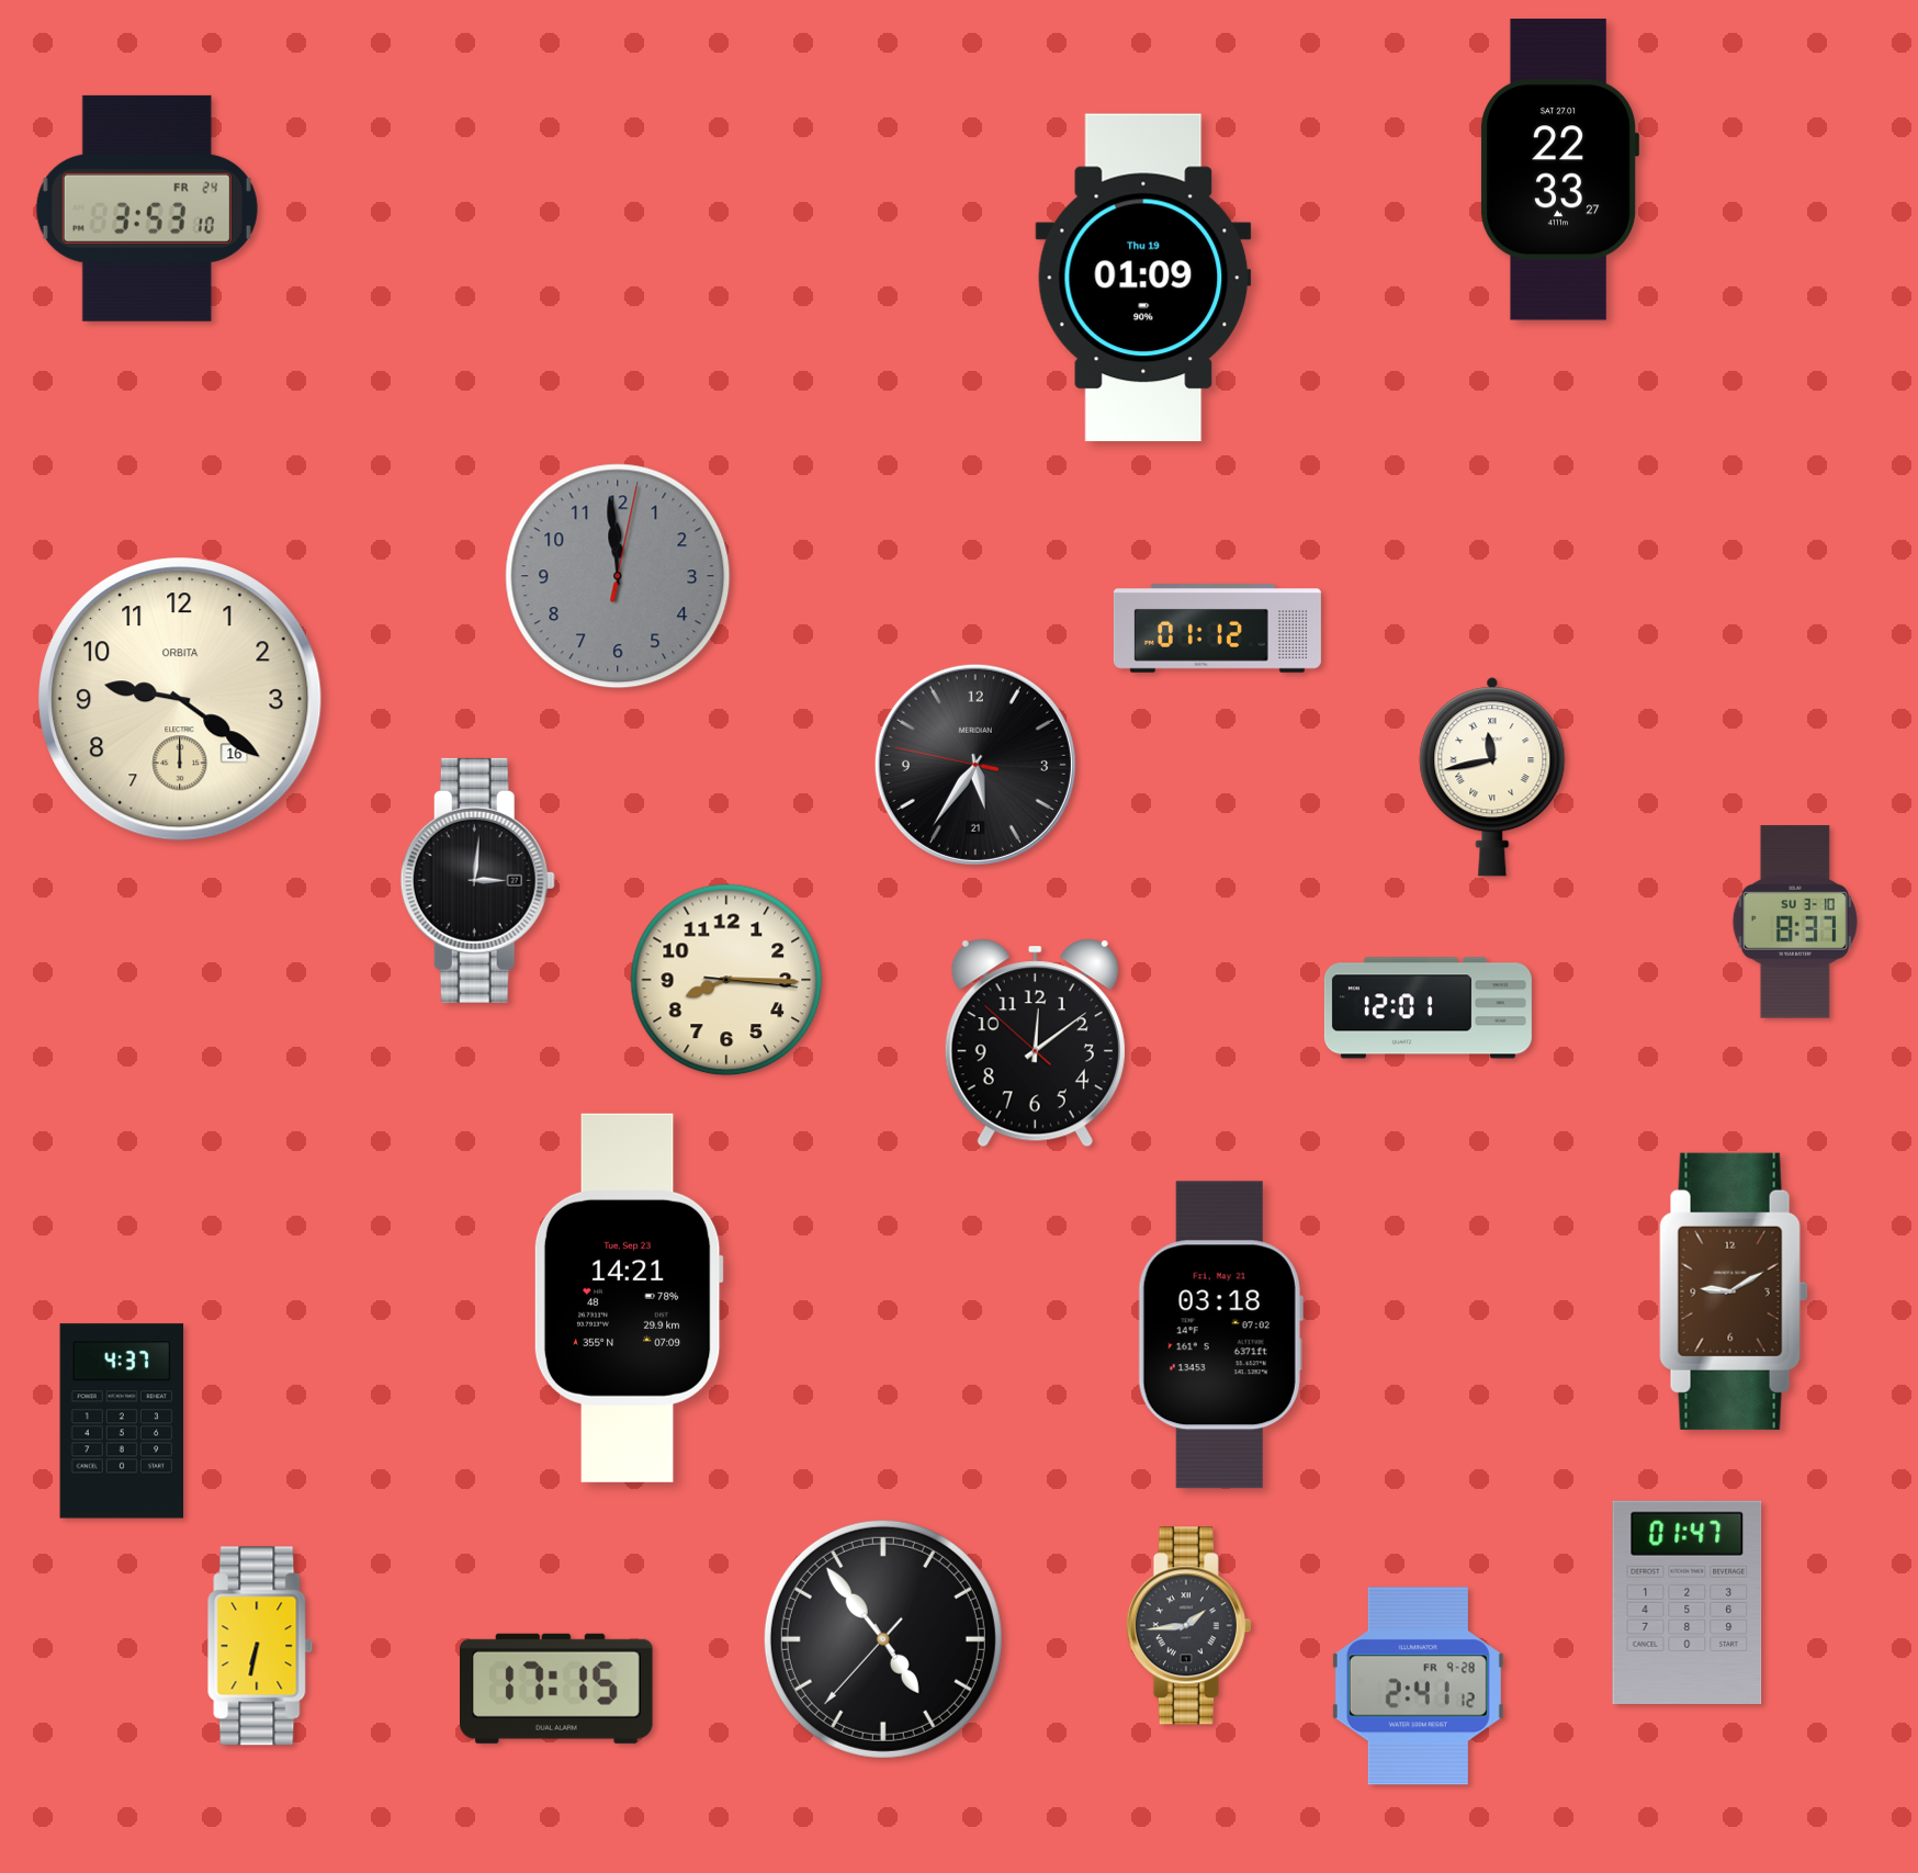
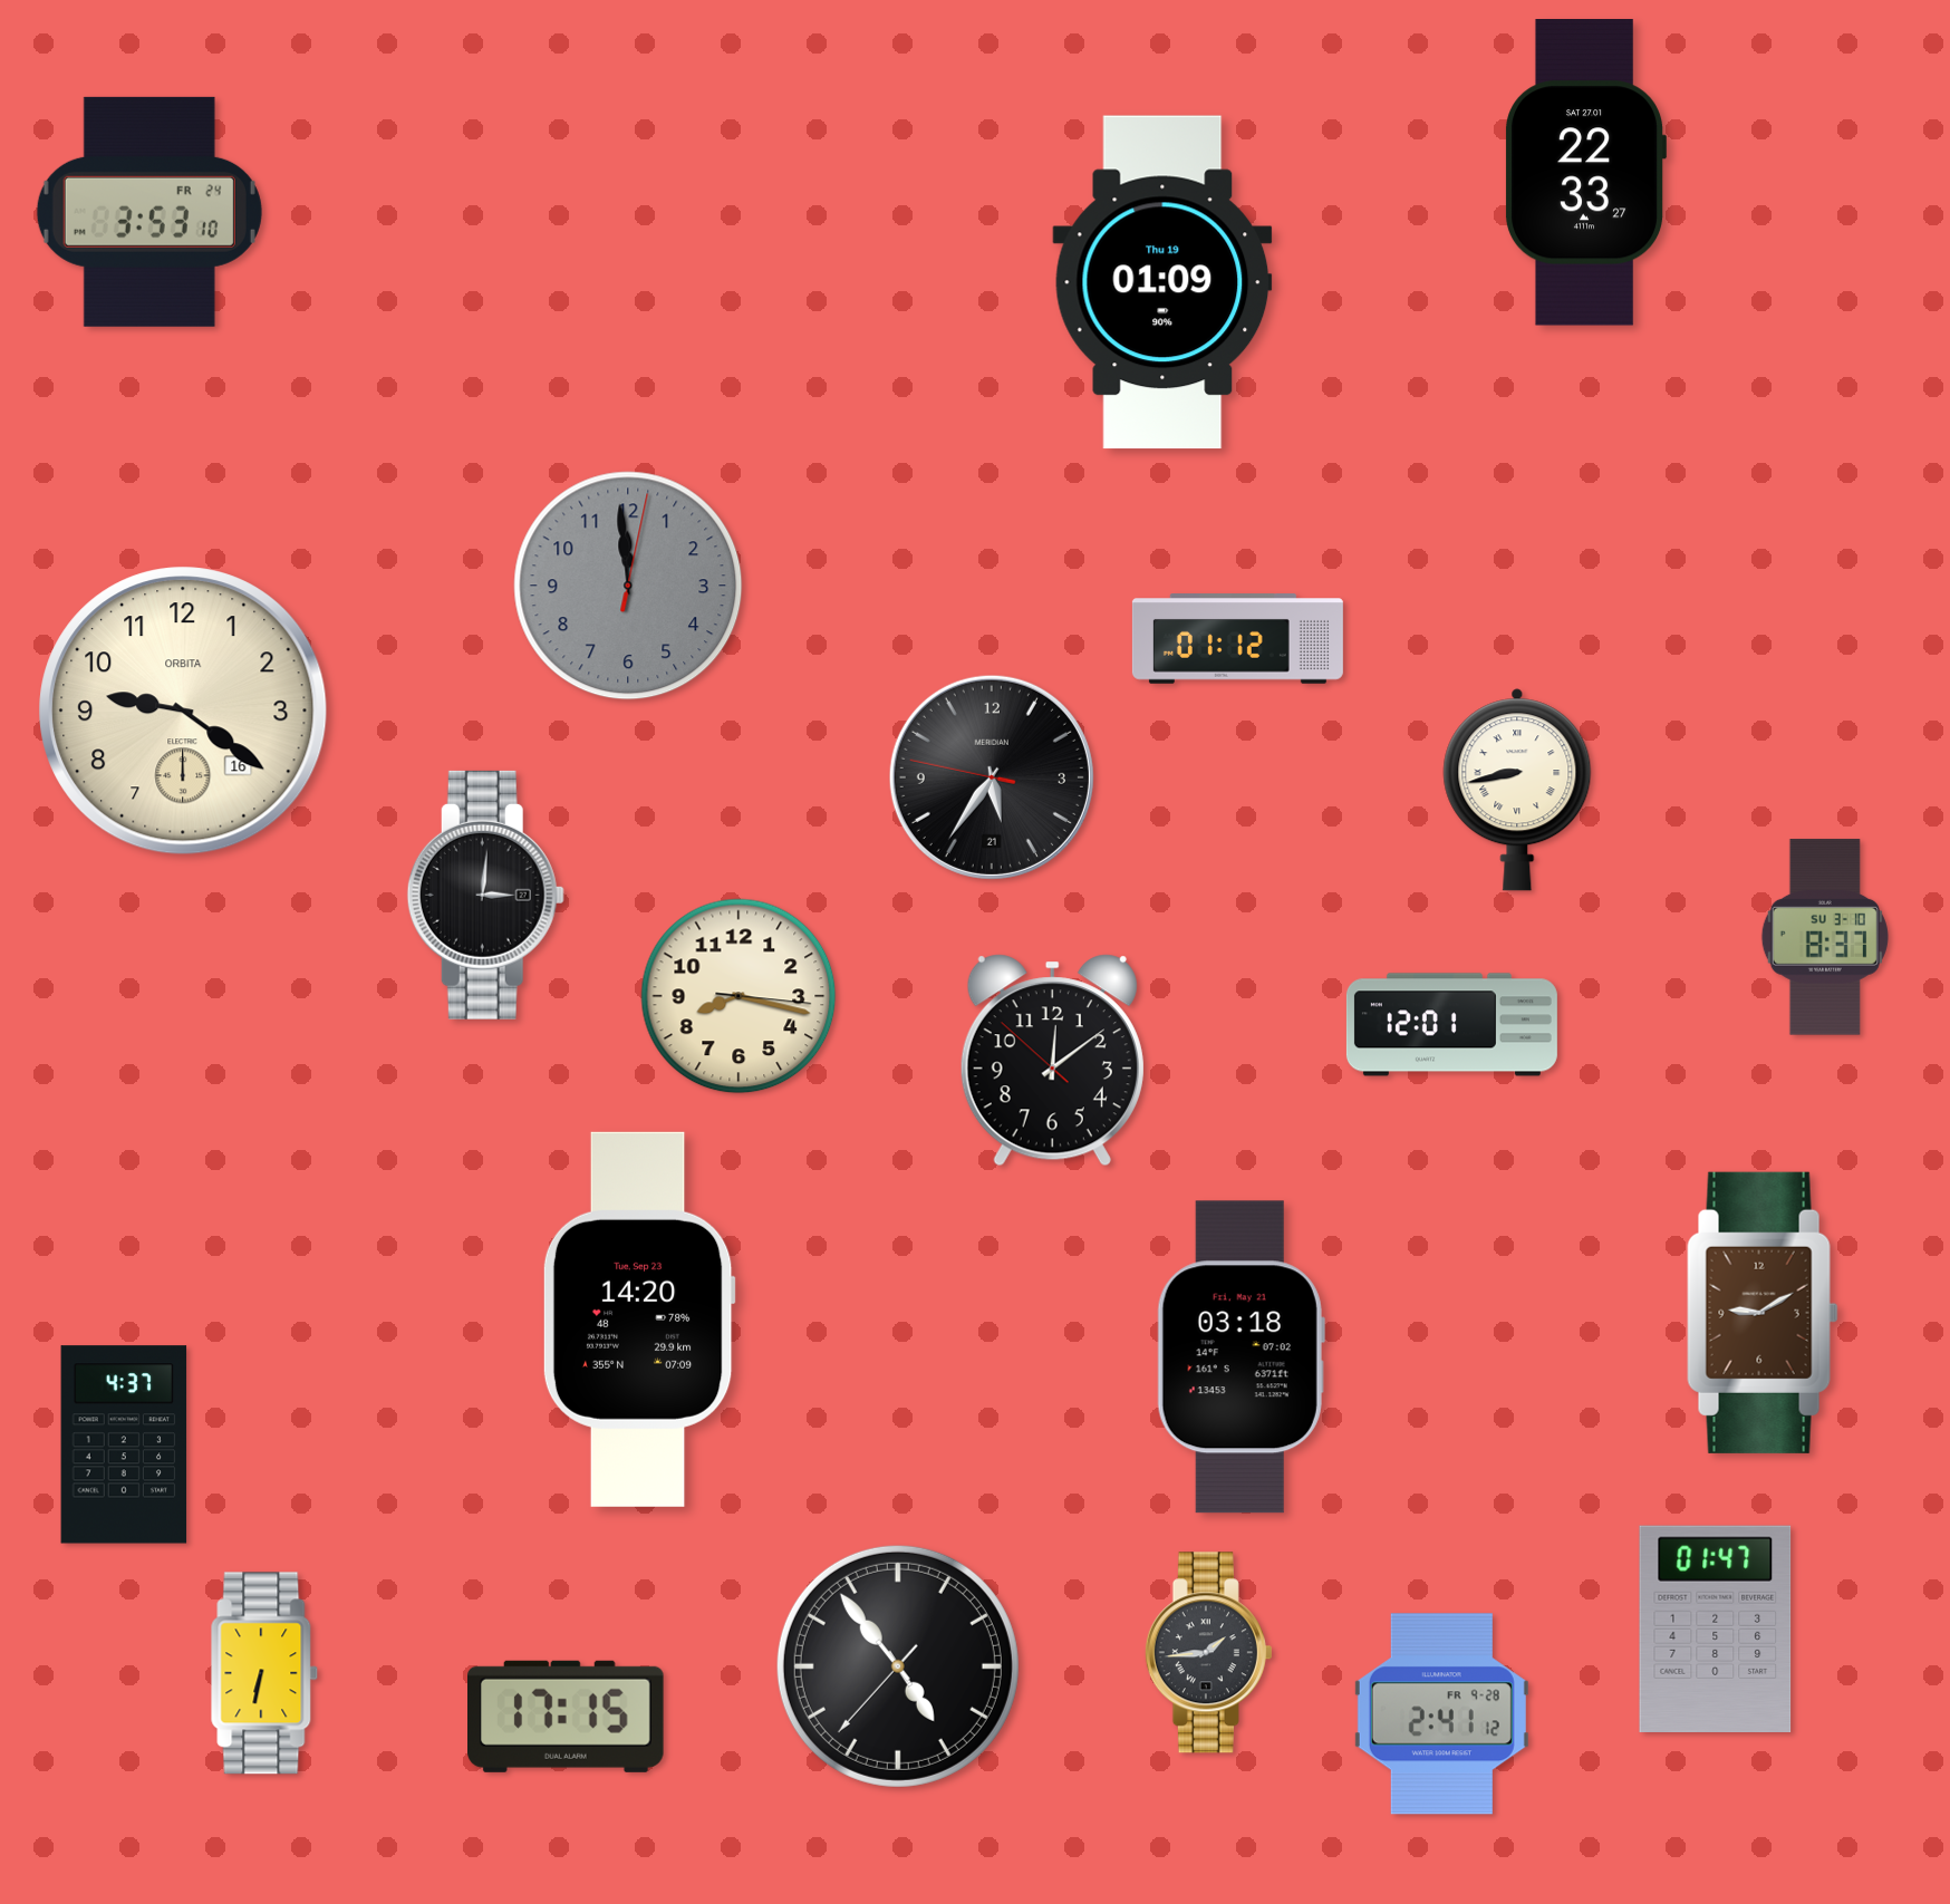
clock at (1492, 777): 11:43 -> 8:43
clock at (726, 980): 8:15 -> 8:17
clock at (629, 1298): 14:21 -> 14:20
